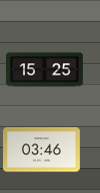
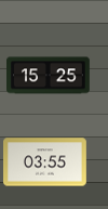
clock at (42, 150): 03:46 -> 03:55
